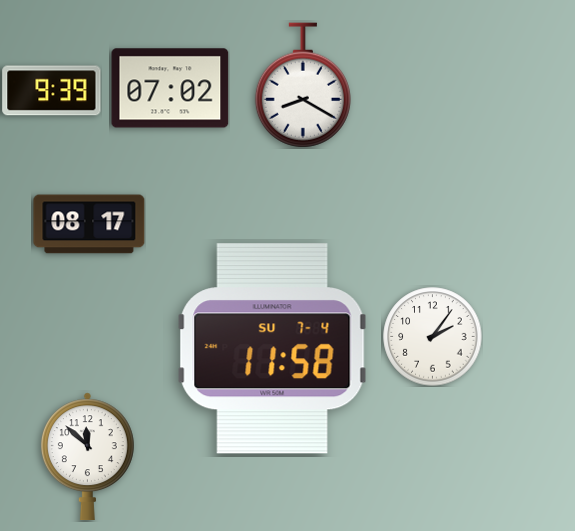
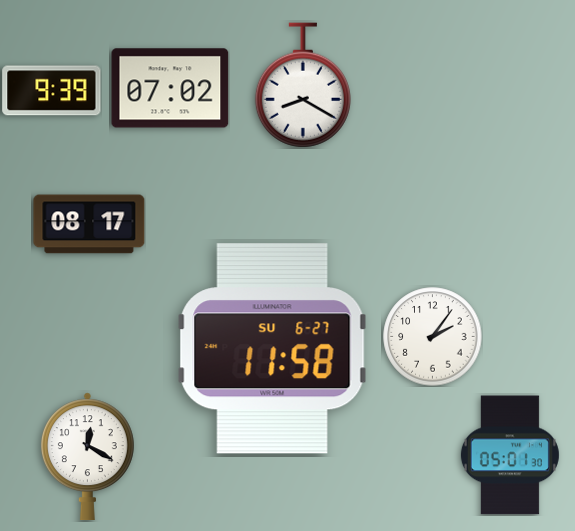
clock at (272, 349) date: SU 7-4 -> SU 6-27
clock at (510, 455): none -> 05:01
clock at (87, 457): 11:52 -> 12:20
